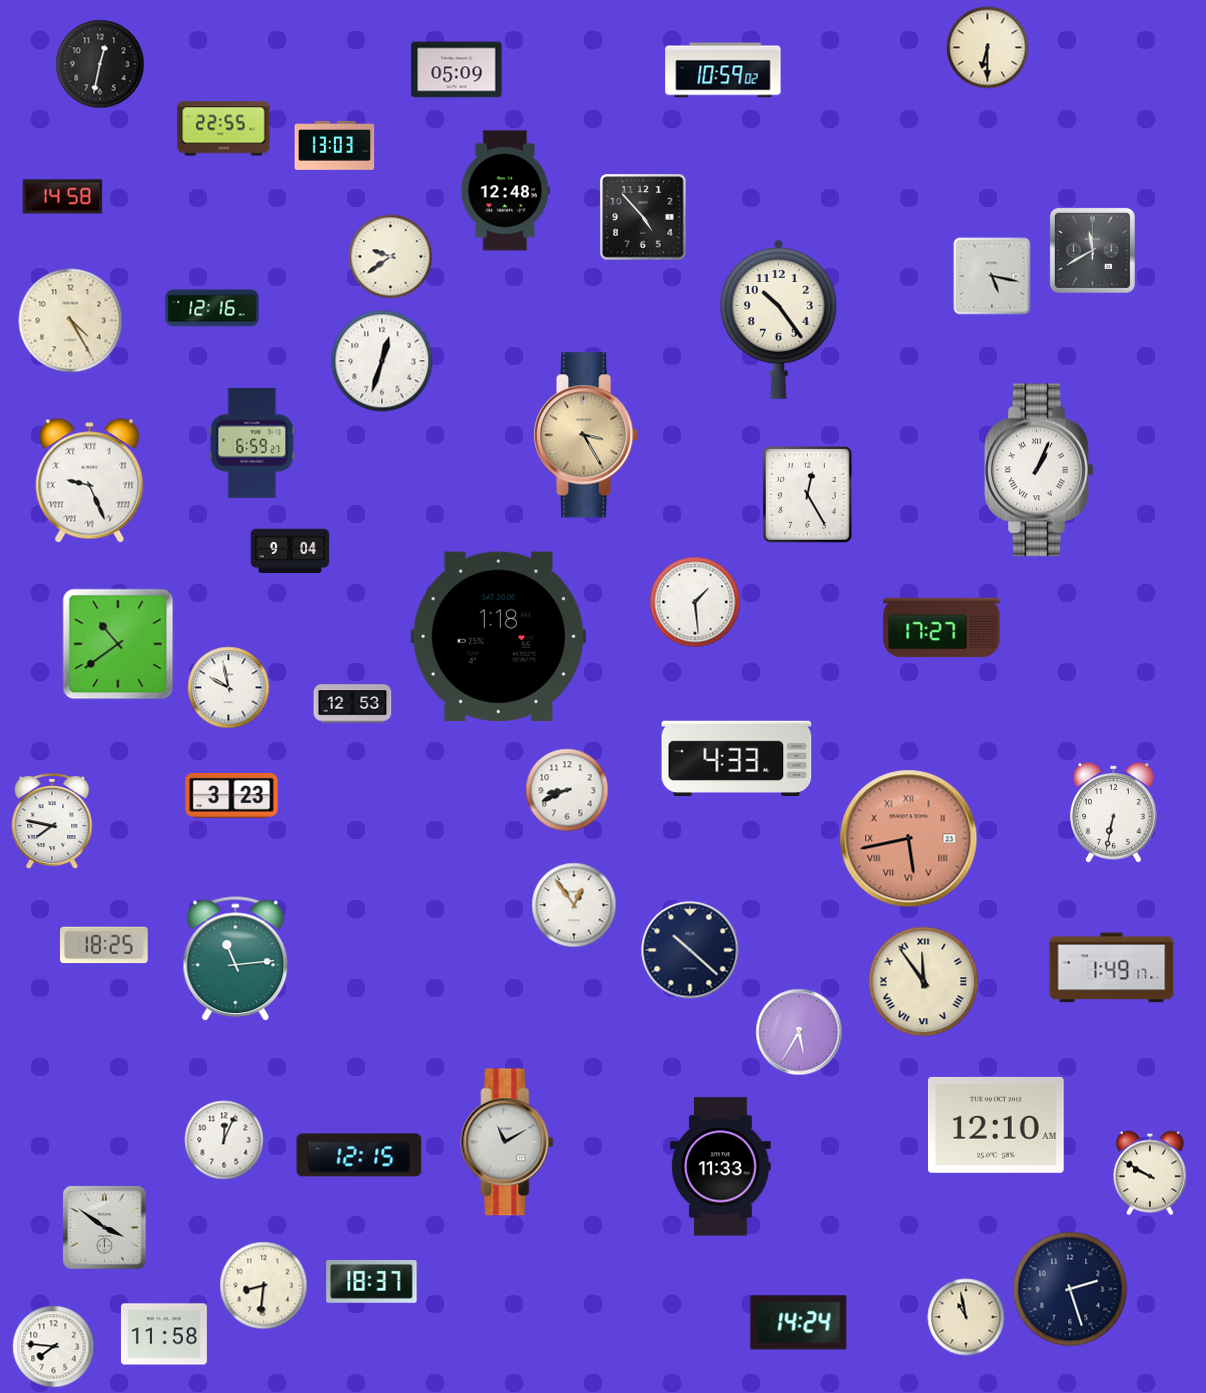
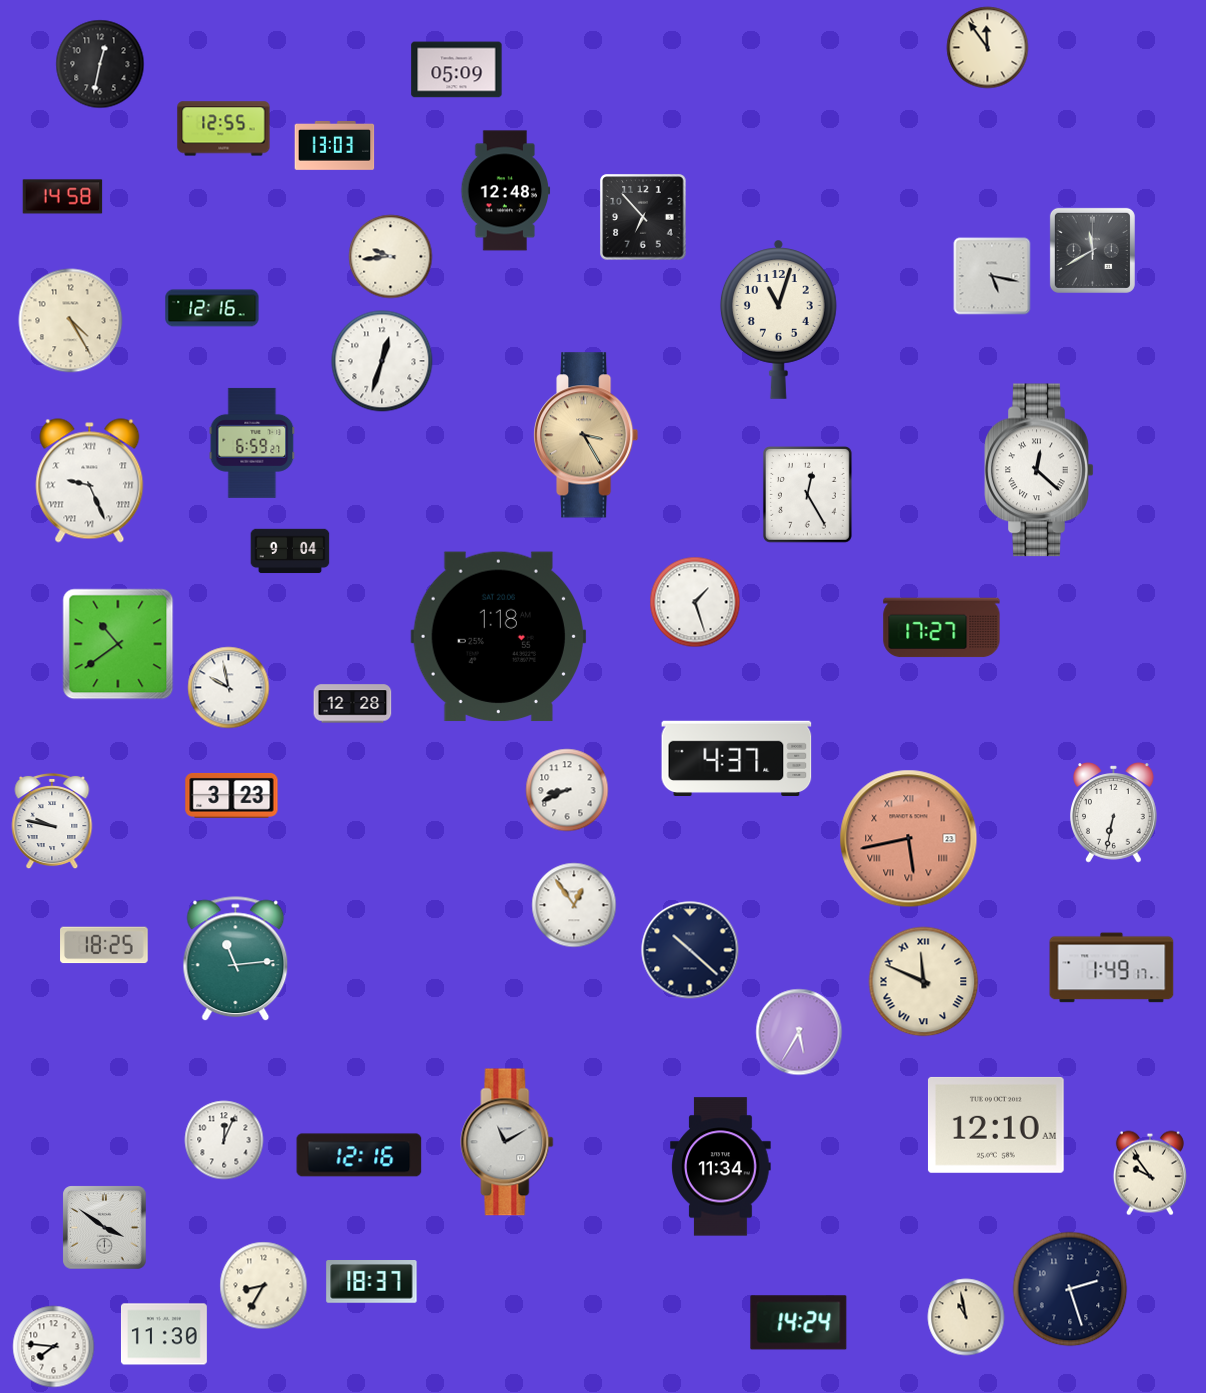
clock at (988, 48): 6:30 -> 11:54
clock at (723, 70): 10:59 -> none
clock at (224, 129): 22:55 -> 12:55
clock at (643, 217): 4:53 -> 6:53
clock at (391, 257): 9:39 -> 9:44
clock at (778, 319): 10:24 -> 11:03
clock at (1039, 470): 1:04 -> 12:22
clock at (695, 602): 1:29 -> 1:27
clock at (353, 704): 12:53 -> 12:28
clock at (737, 758): 4:33 -> 4:37
clock at (52, 821): 7:47 -> 9:47
clock at (924, 982): 11:54 -> 11:49
clock at (359, 1155): 12:15 -> 12:16
clock at (721, 1167): 11:33 -> 11:34
clock at (1150, 1173): 9:50 -> 9:54
clock at (264, 1286): 8:31 -> 8:35
clock at (164, 1334): 11:58 -> 11:30
